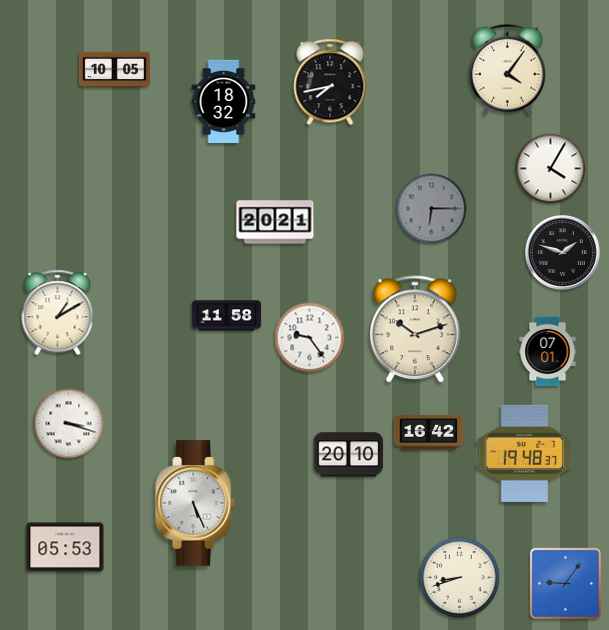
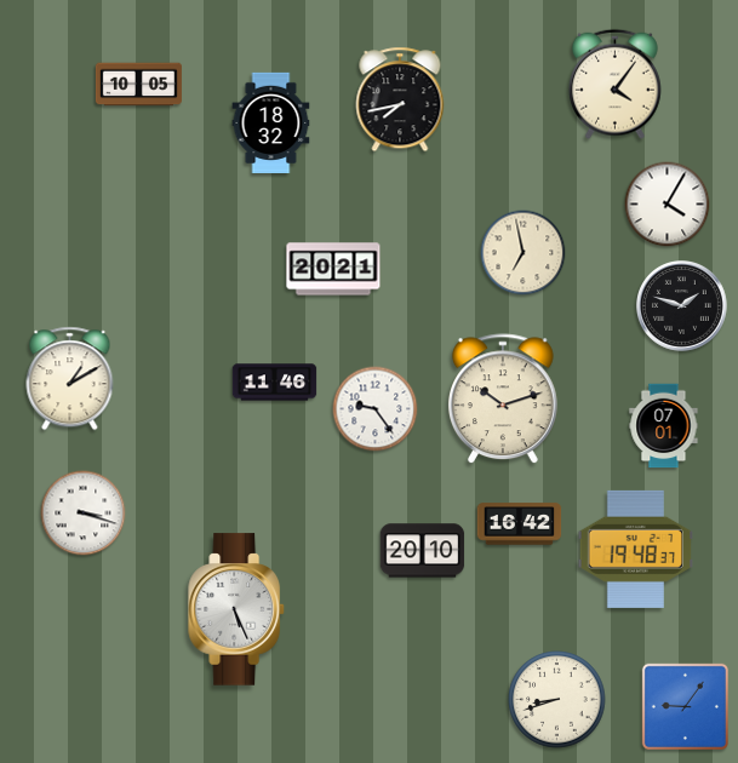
clock at (432, 209): 6:15 -> 6:58
clock at (432, 209) dial: grey -> cream
clock at (227, 316): 11:58 -> 11:46
clock at (65, 547): 05:53 -> none
